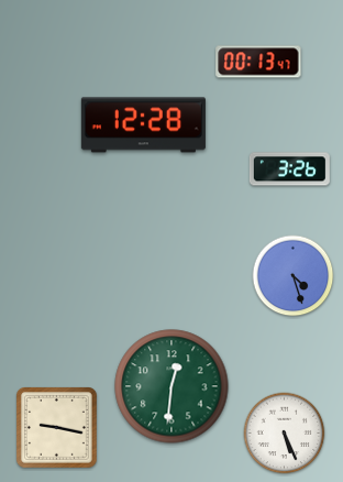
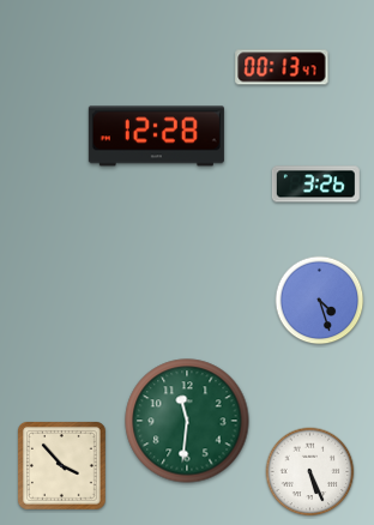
clock at (171, 386): 12:31 -> 11:31
clock at (57, 428): 9:17 -> 3:53
